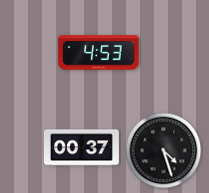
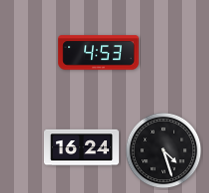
clock at (81, 148): 00:37 -> 16:24
